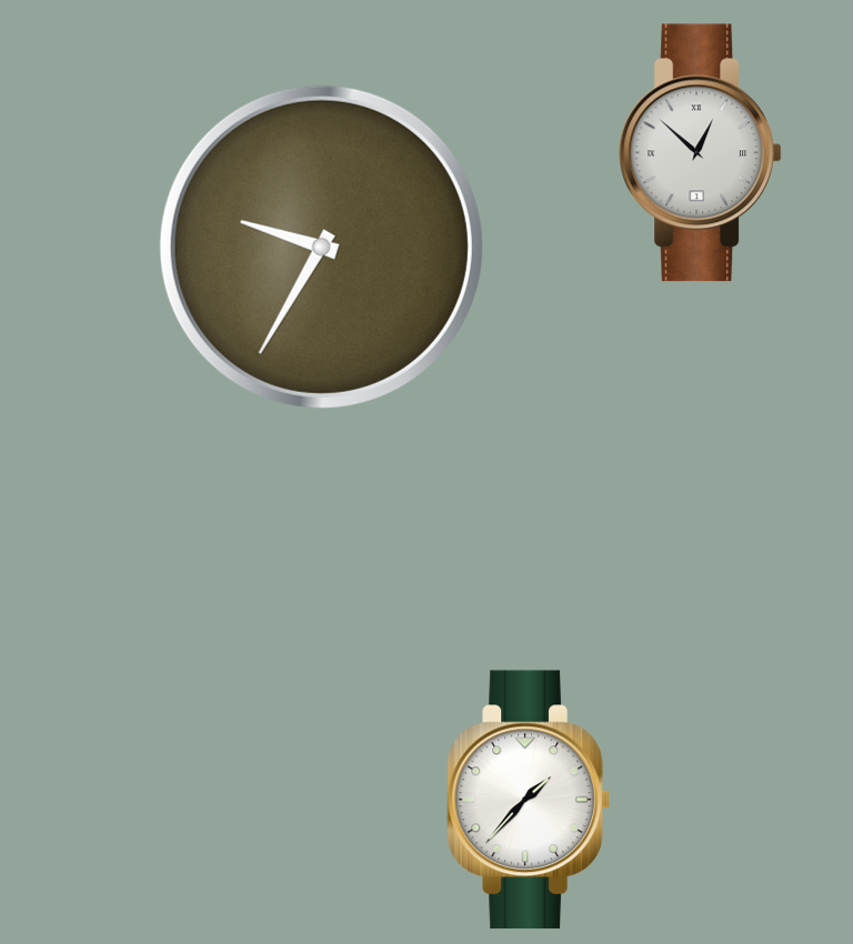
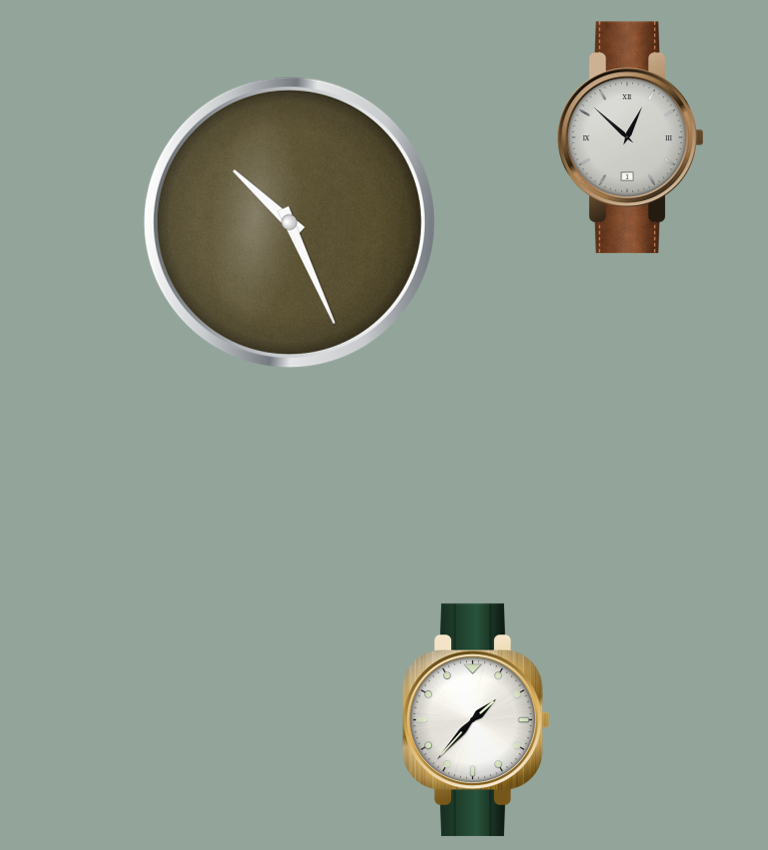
clock at (321, 247): 9:35 -> 10:26
